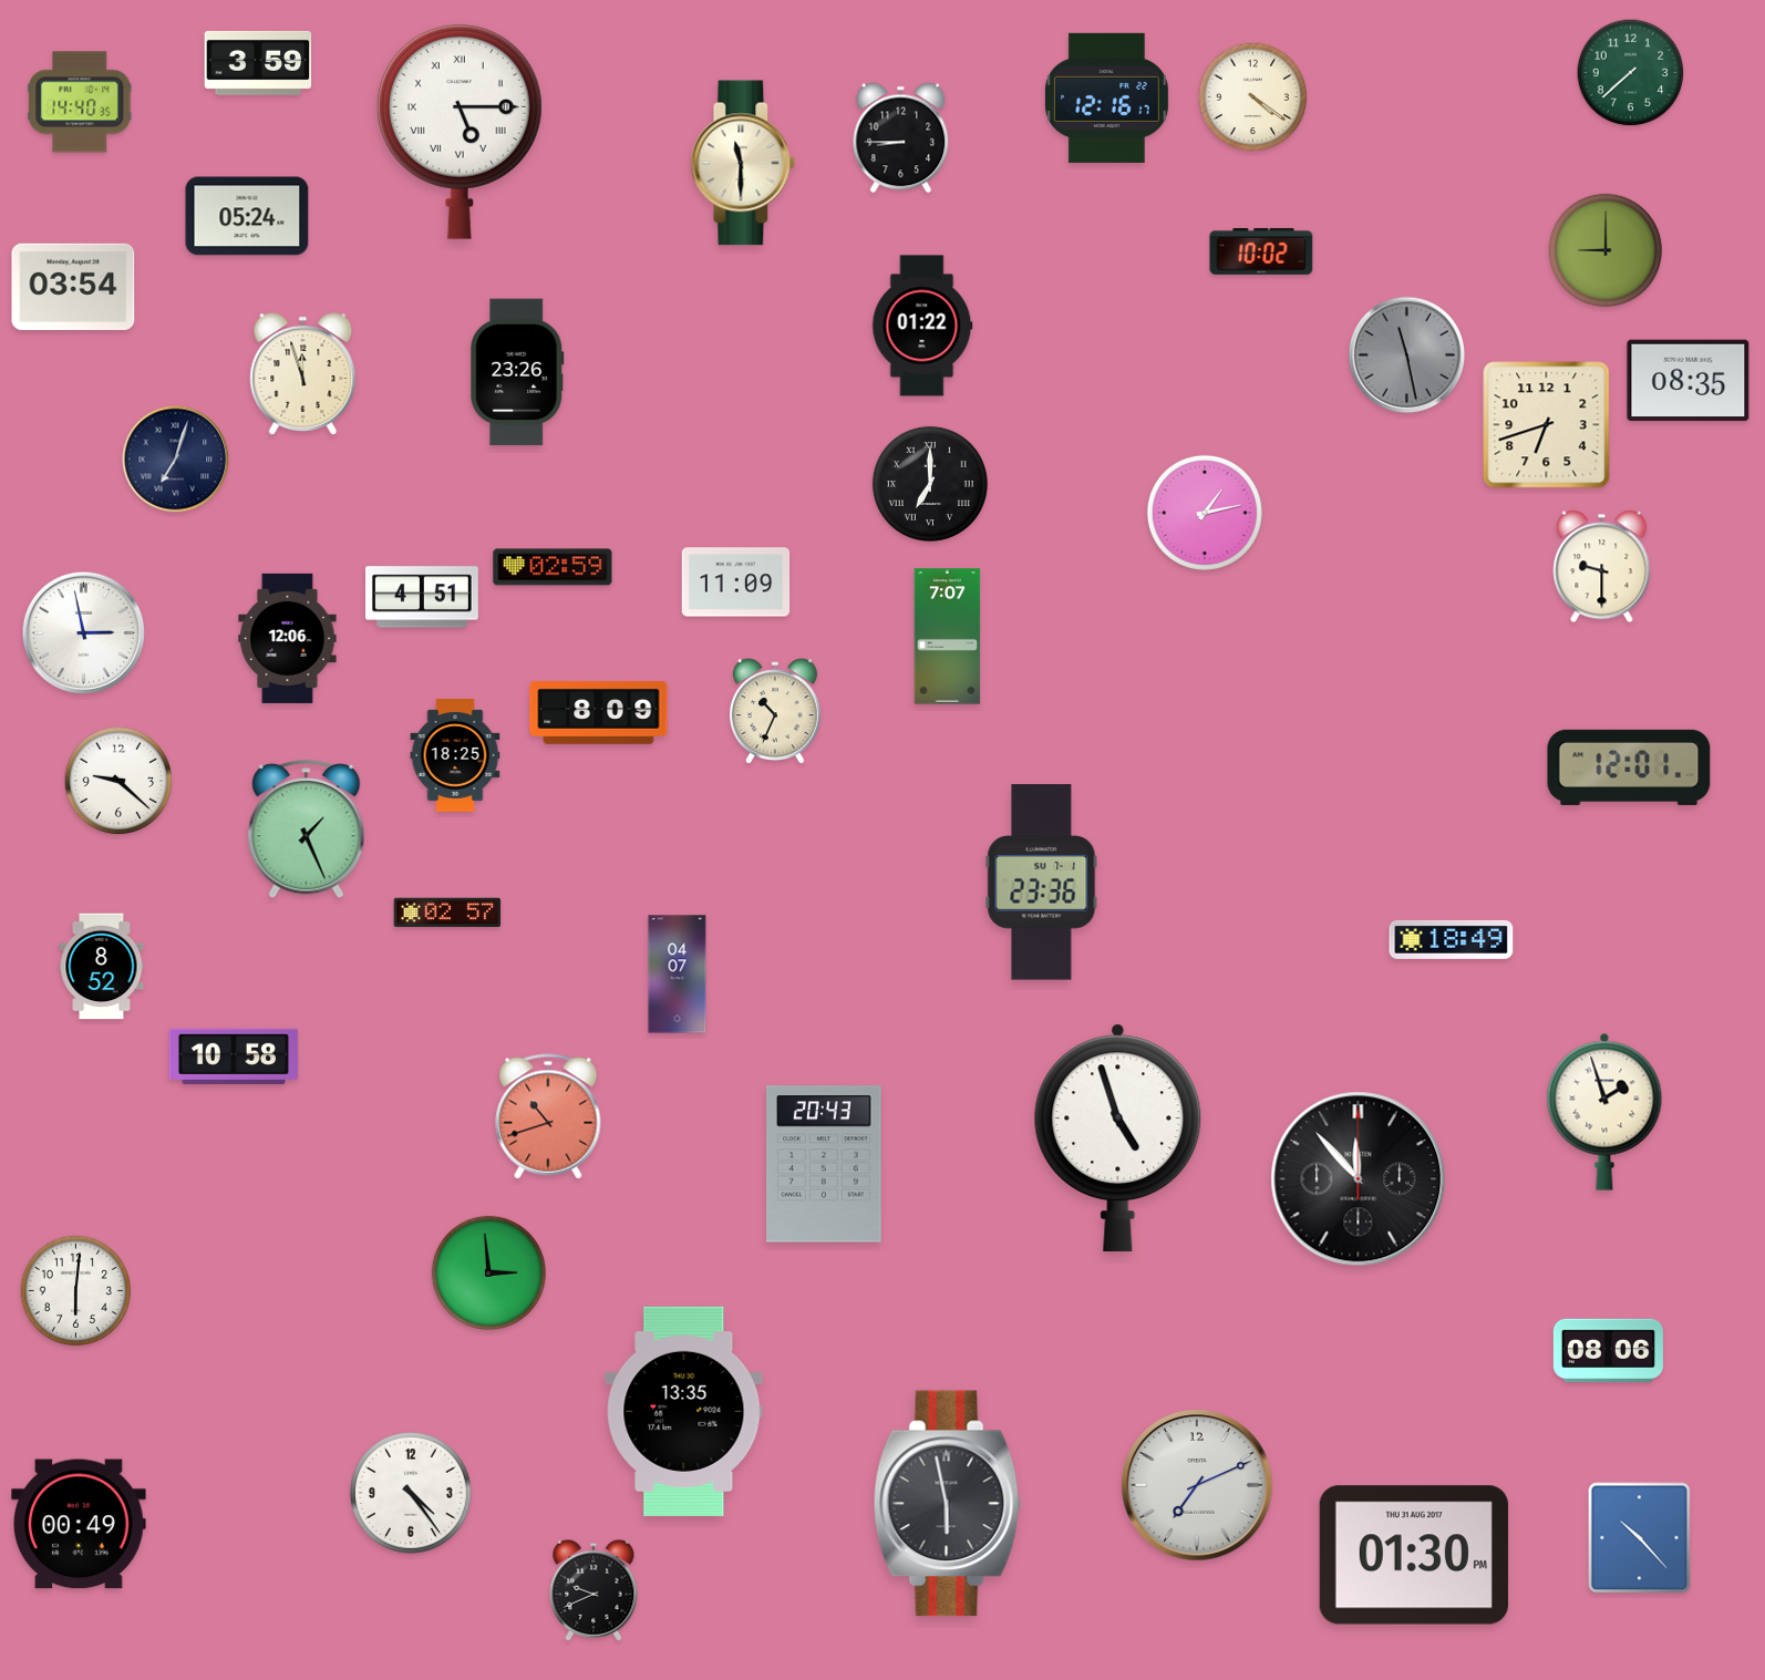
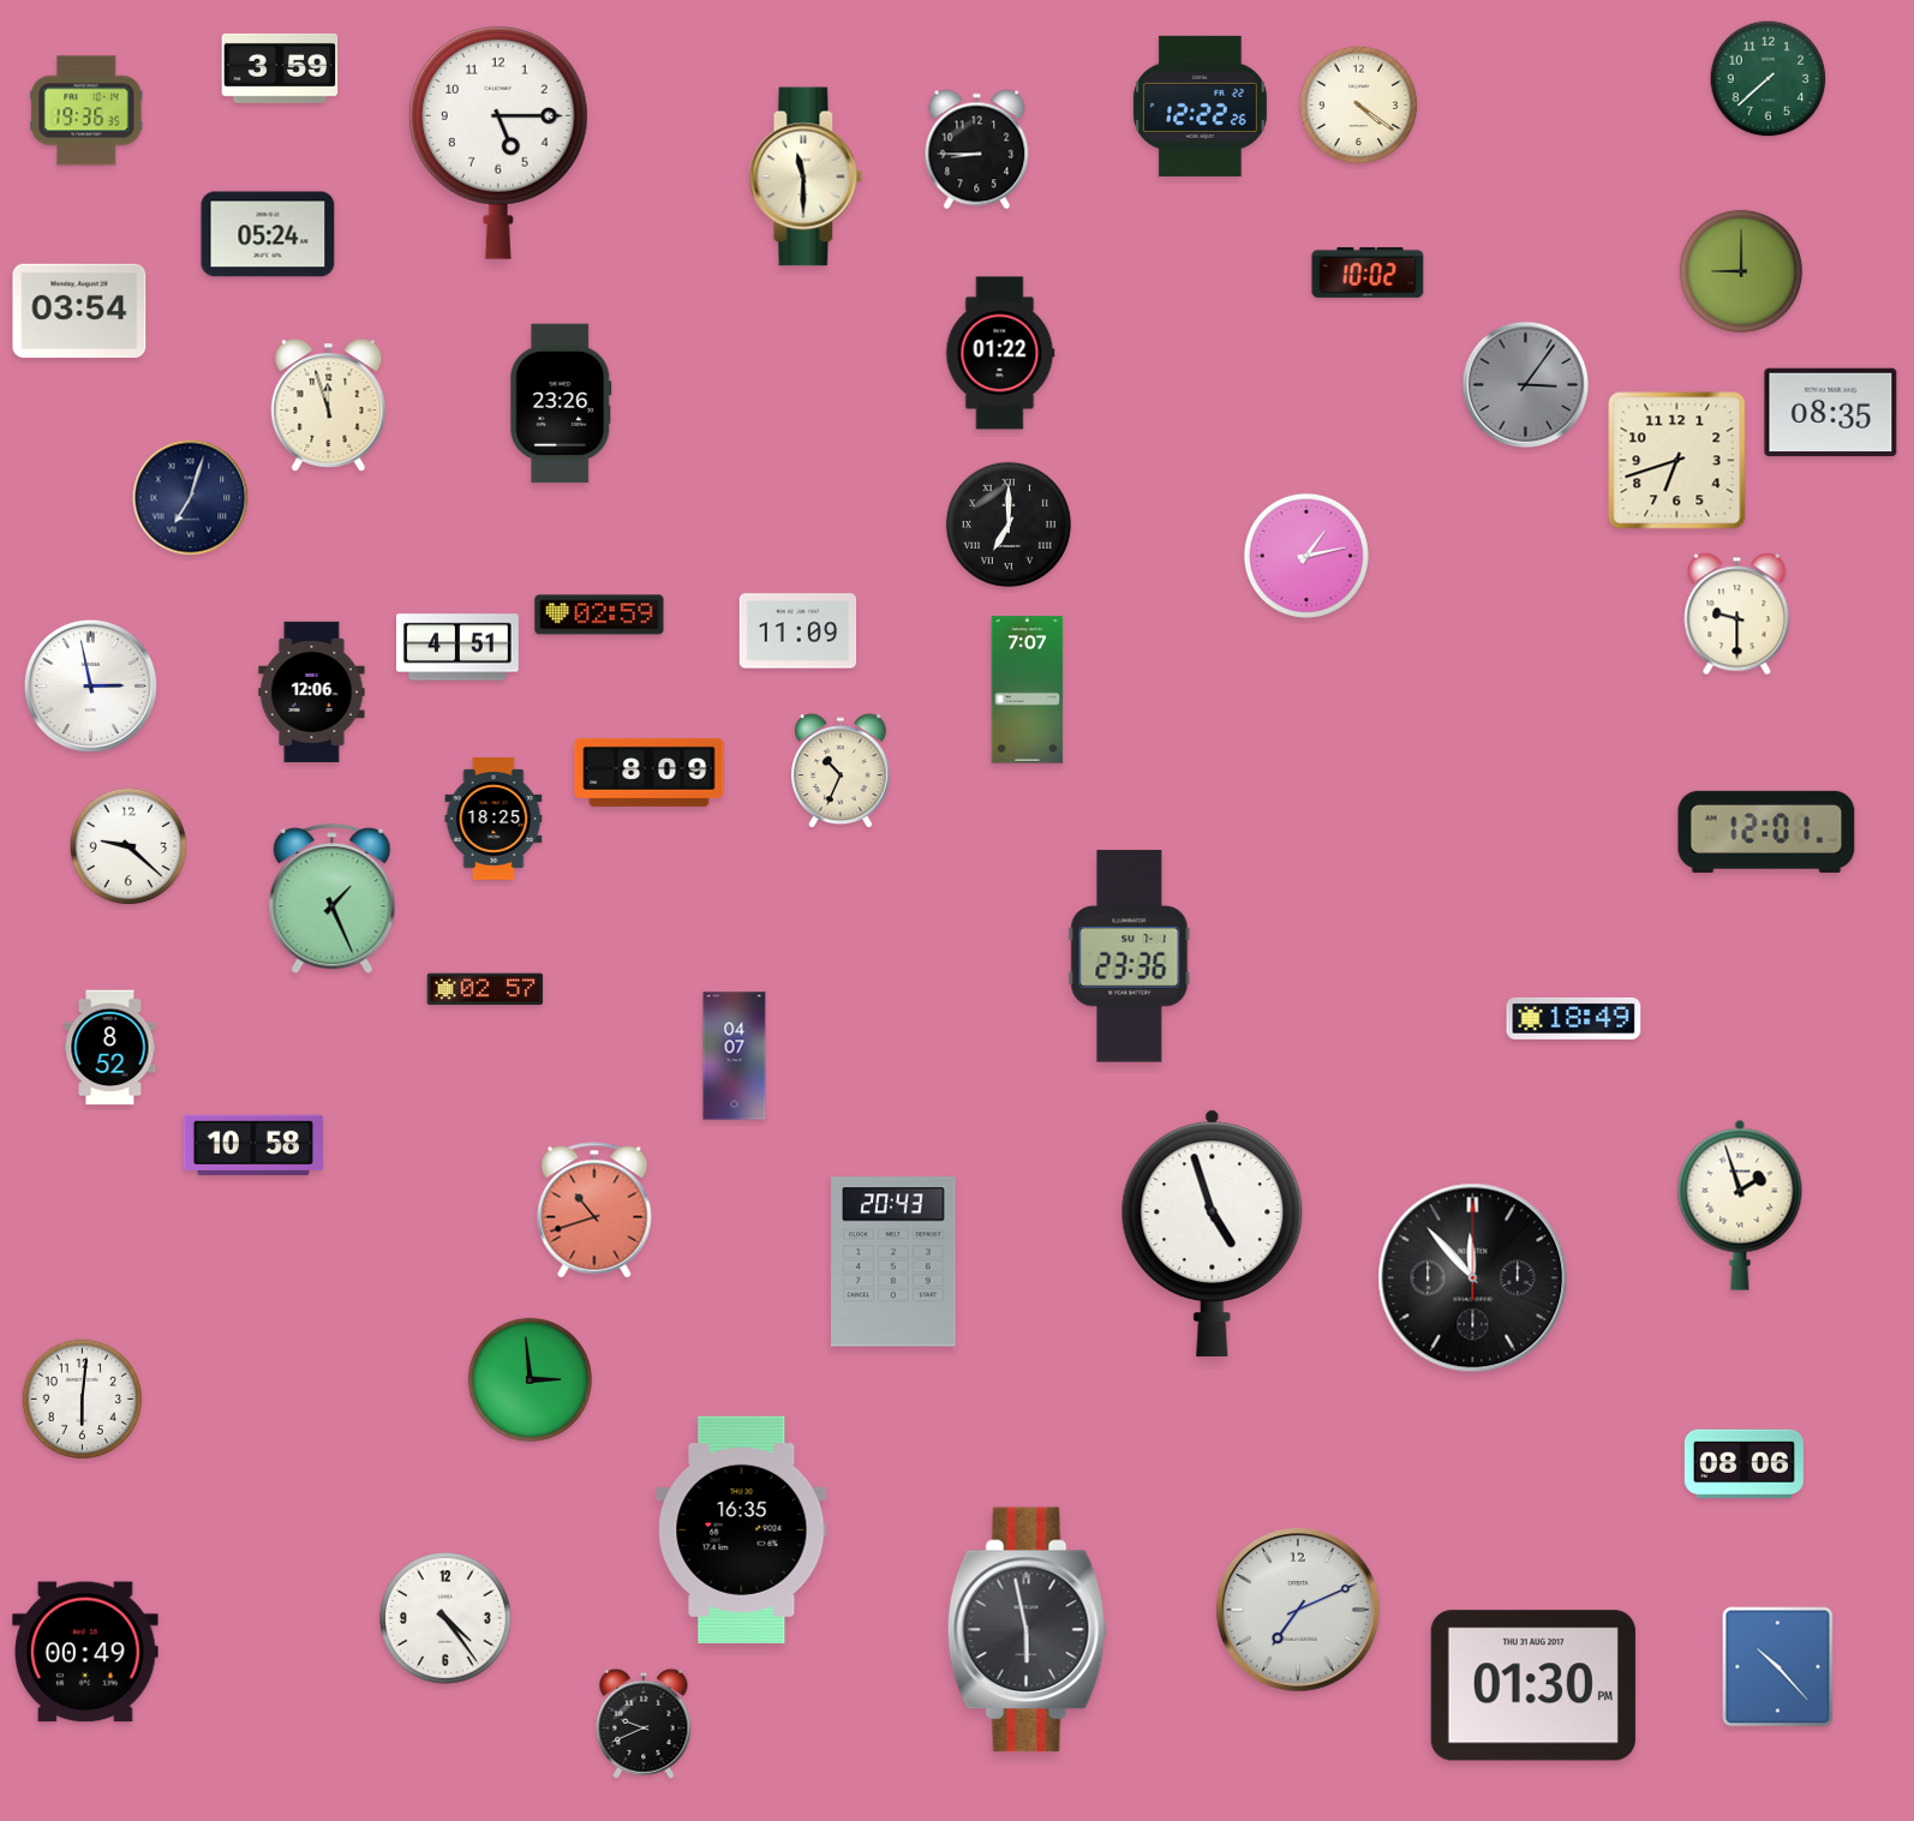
clock at (1106, 97): 12:16 -> 12:22
clock at (80, 102): 14:40 -> 19:36
clock at (460, 132) numerals: Roman -> Arabic
clock at (1407, 355): 11:28 -> 3:06
clock at (684, 1411): 13:35 -> 16:35
